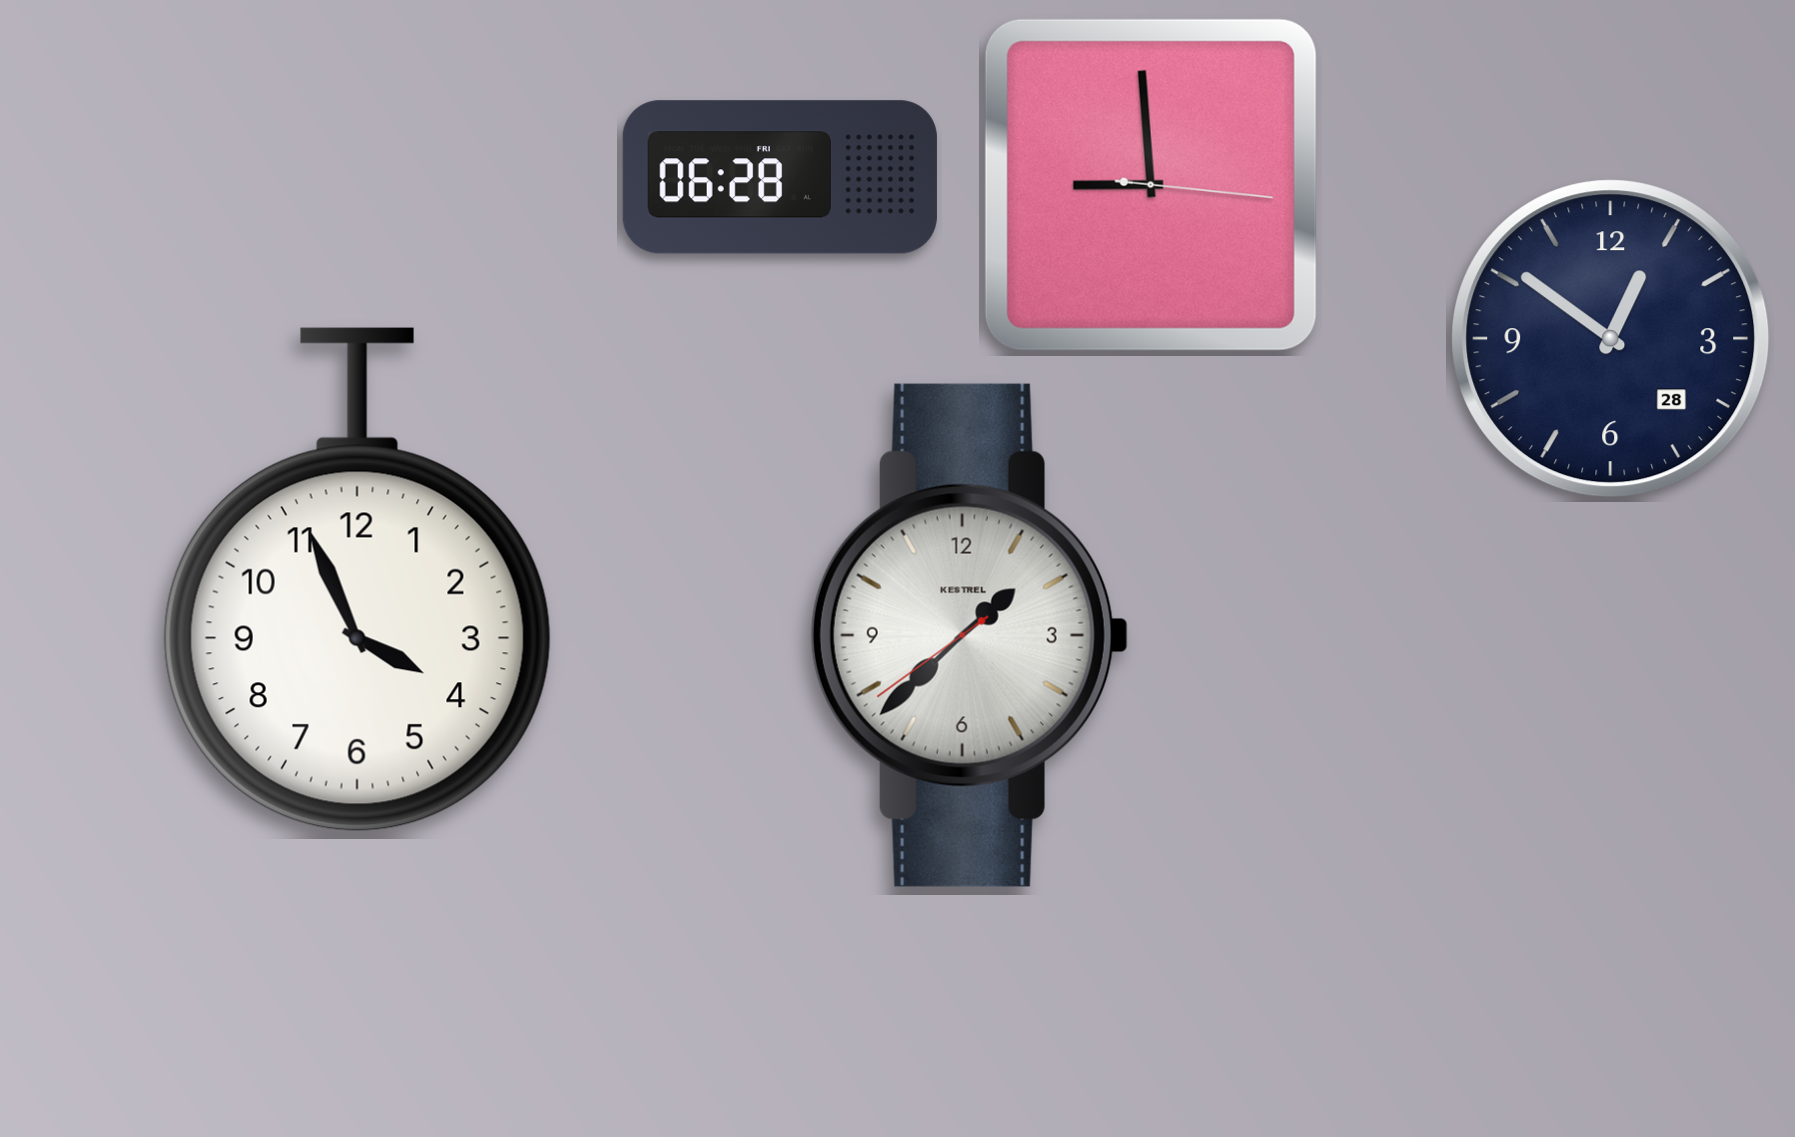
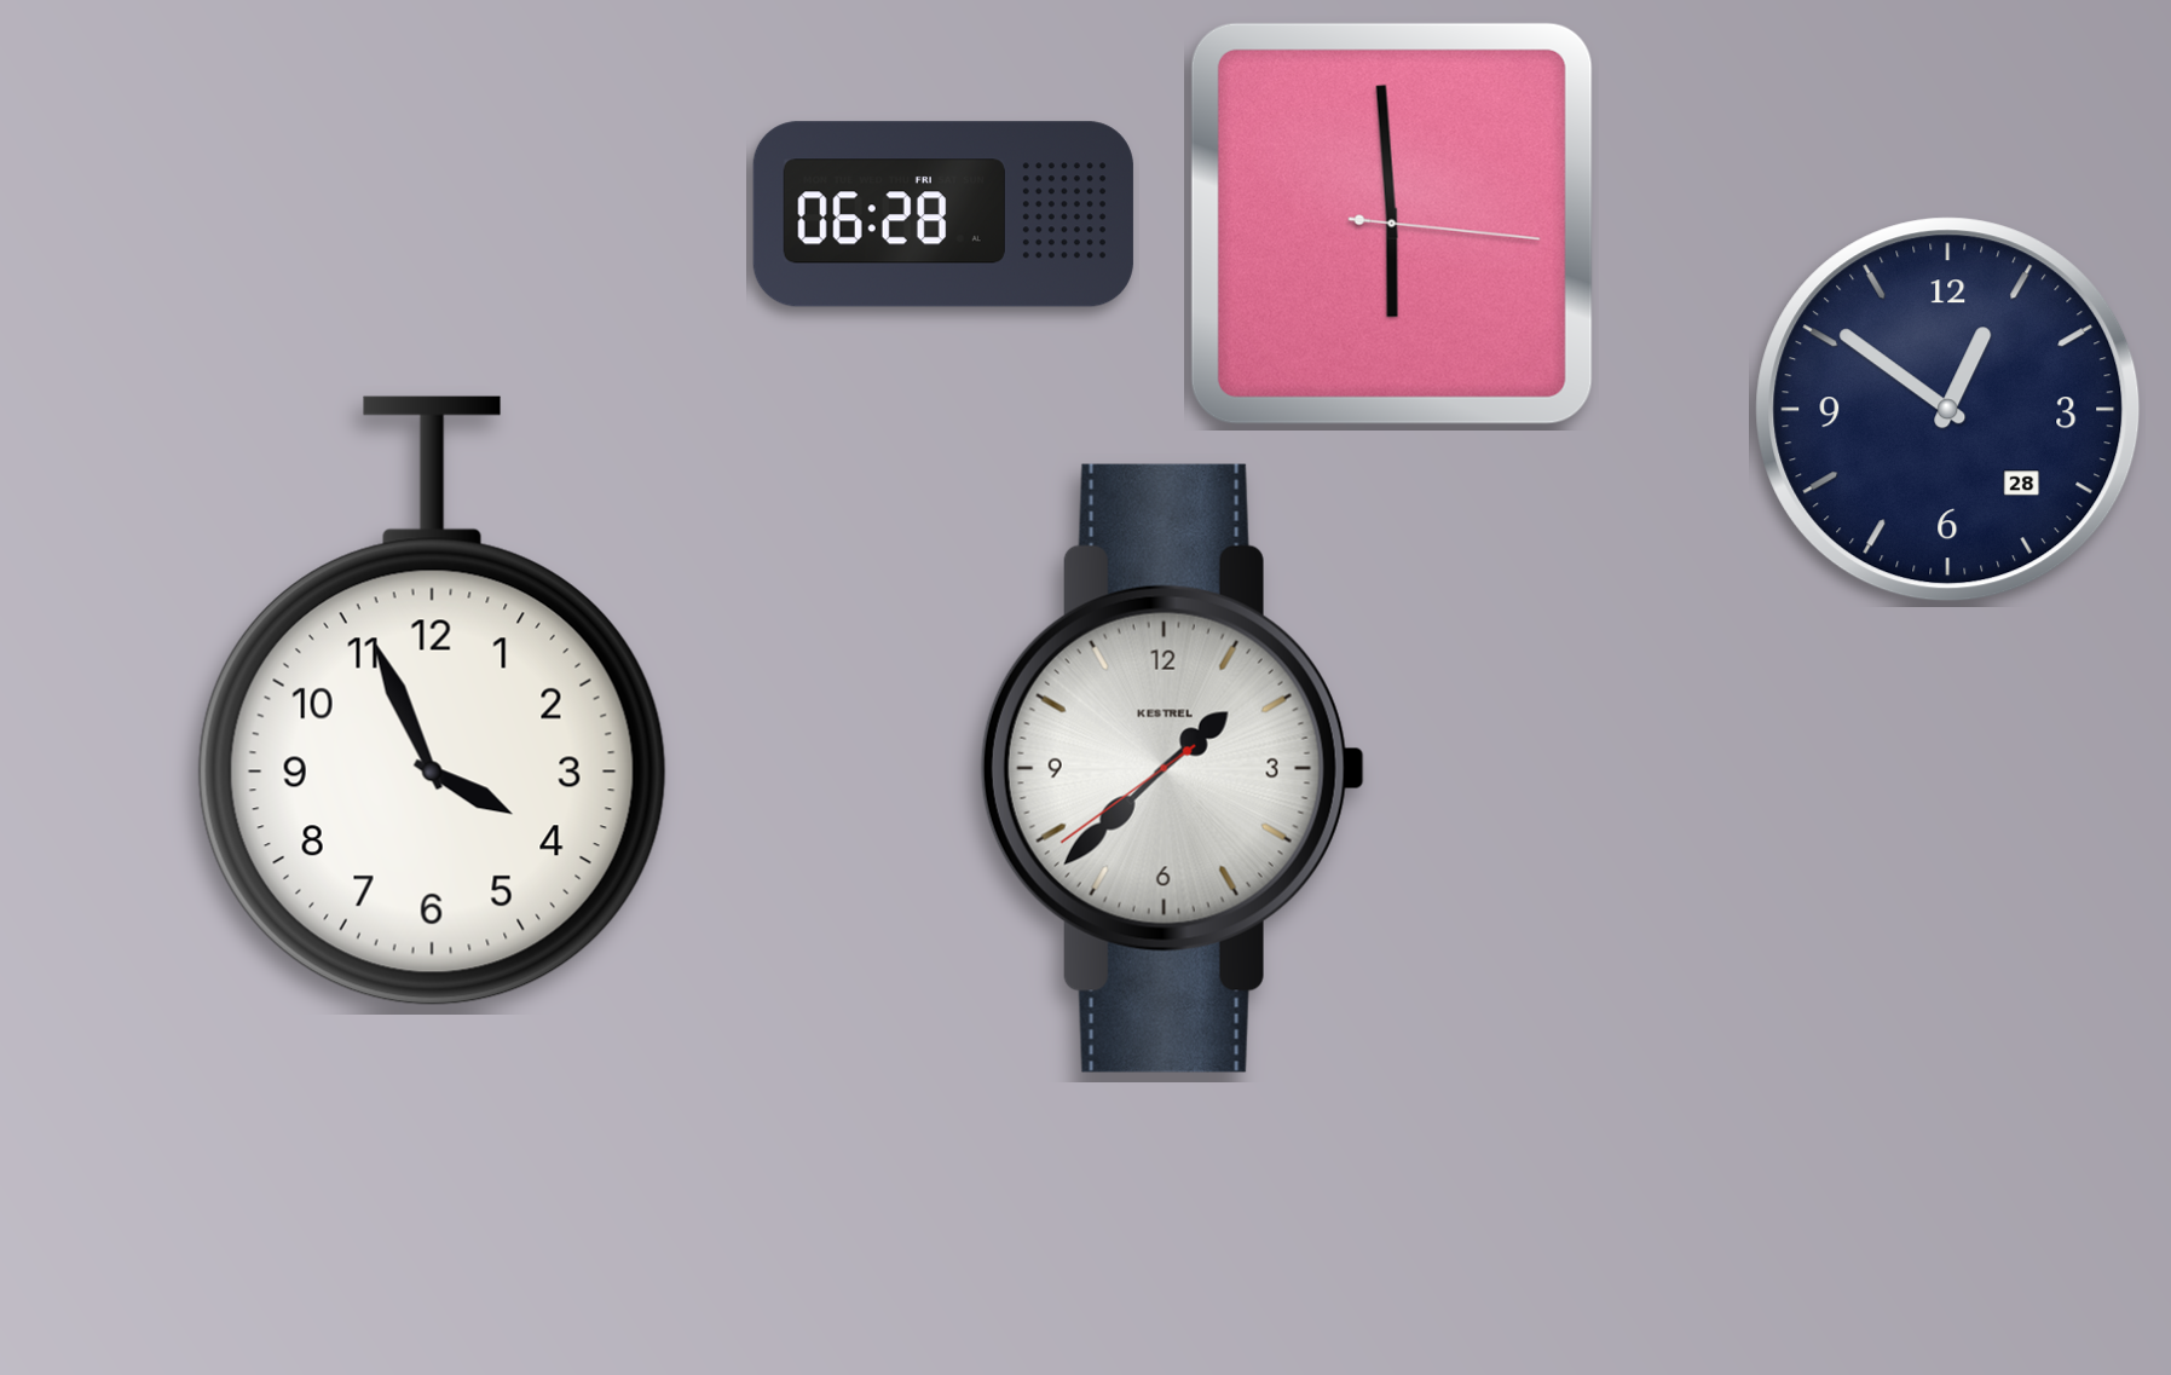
clock at (1151, 185): 8:59 -> 5:59
